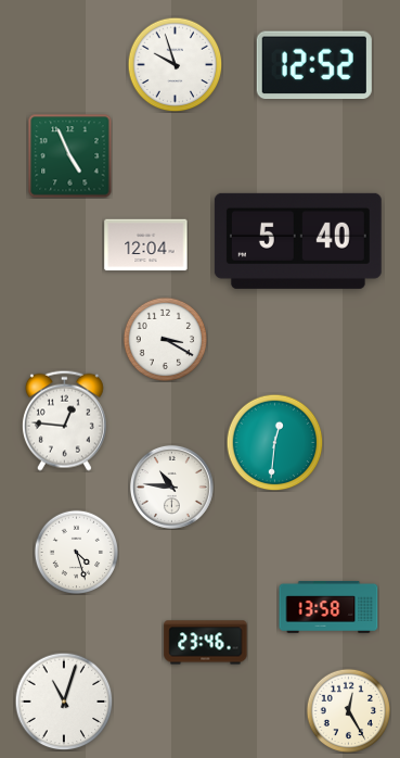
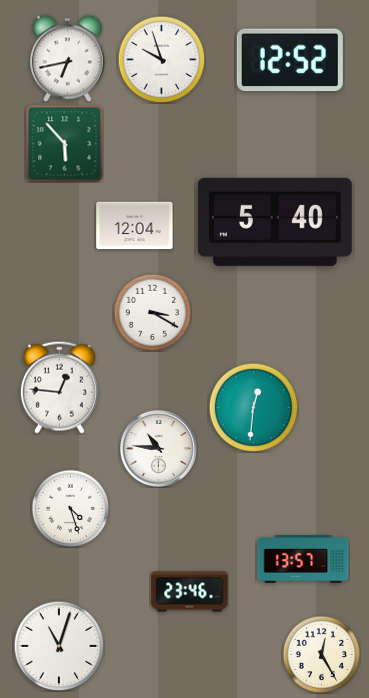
clock at (68, 58): none -> 6:43
clock at (69, 155): 4:56 -> 5:53
clock at (328, 608): 13:58 -> 13:57
